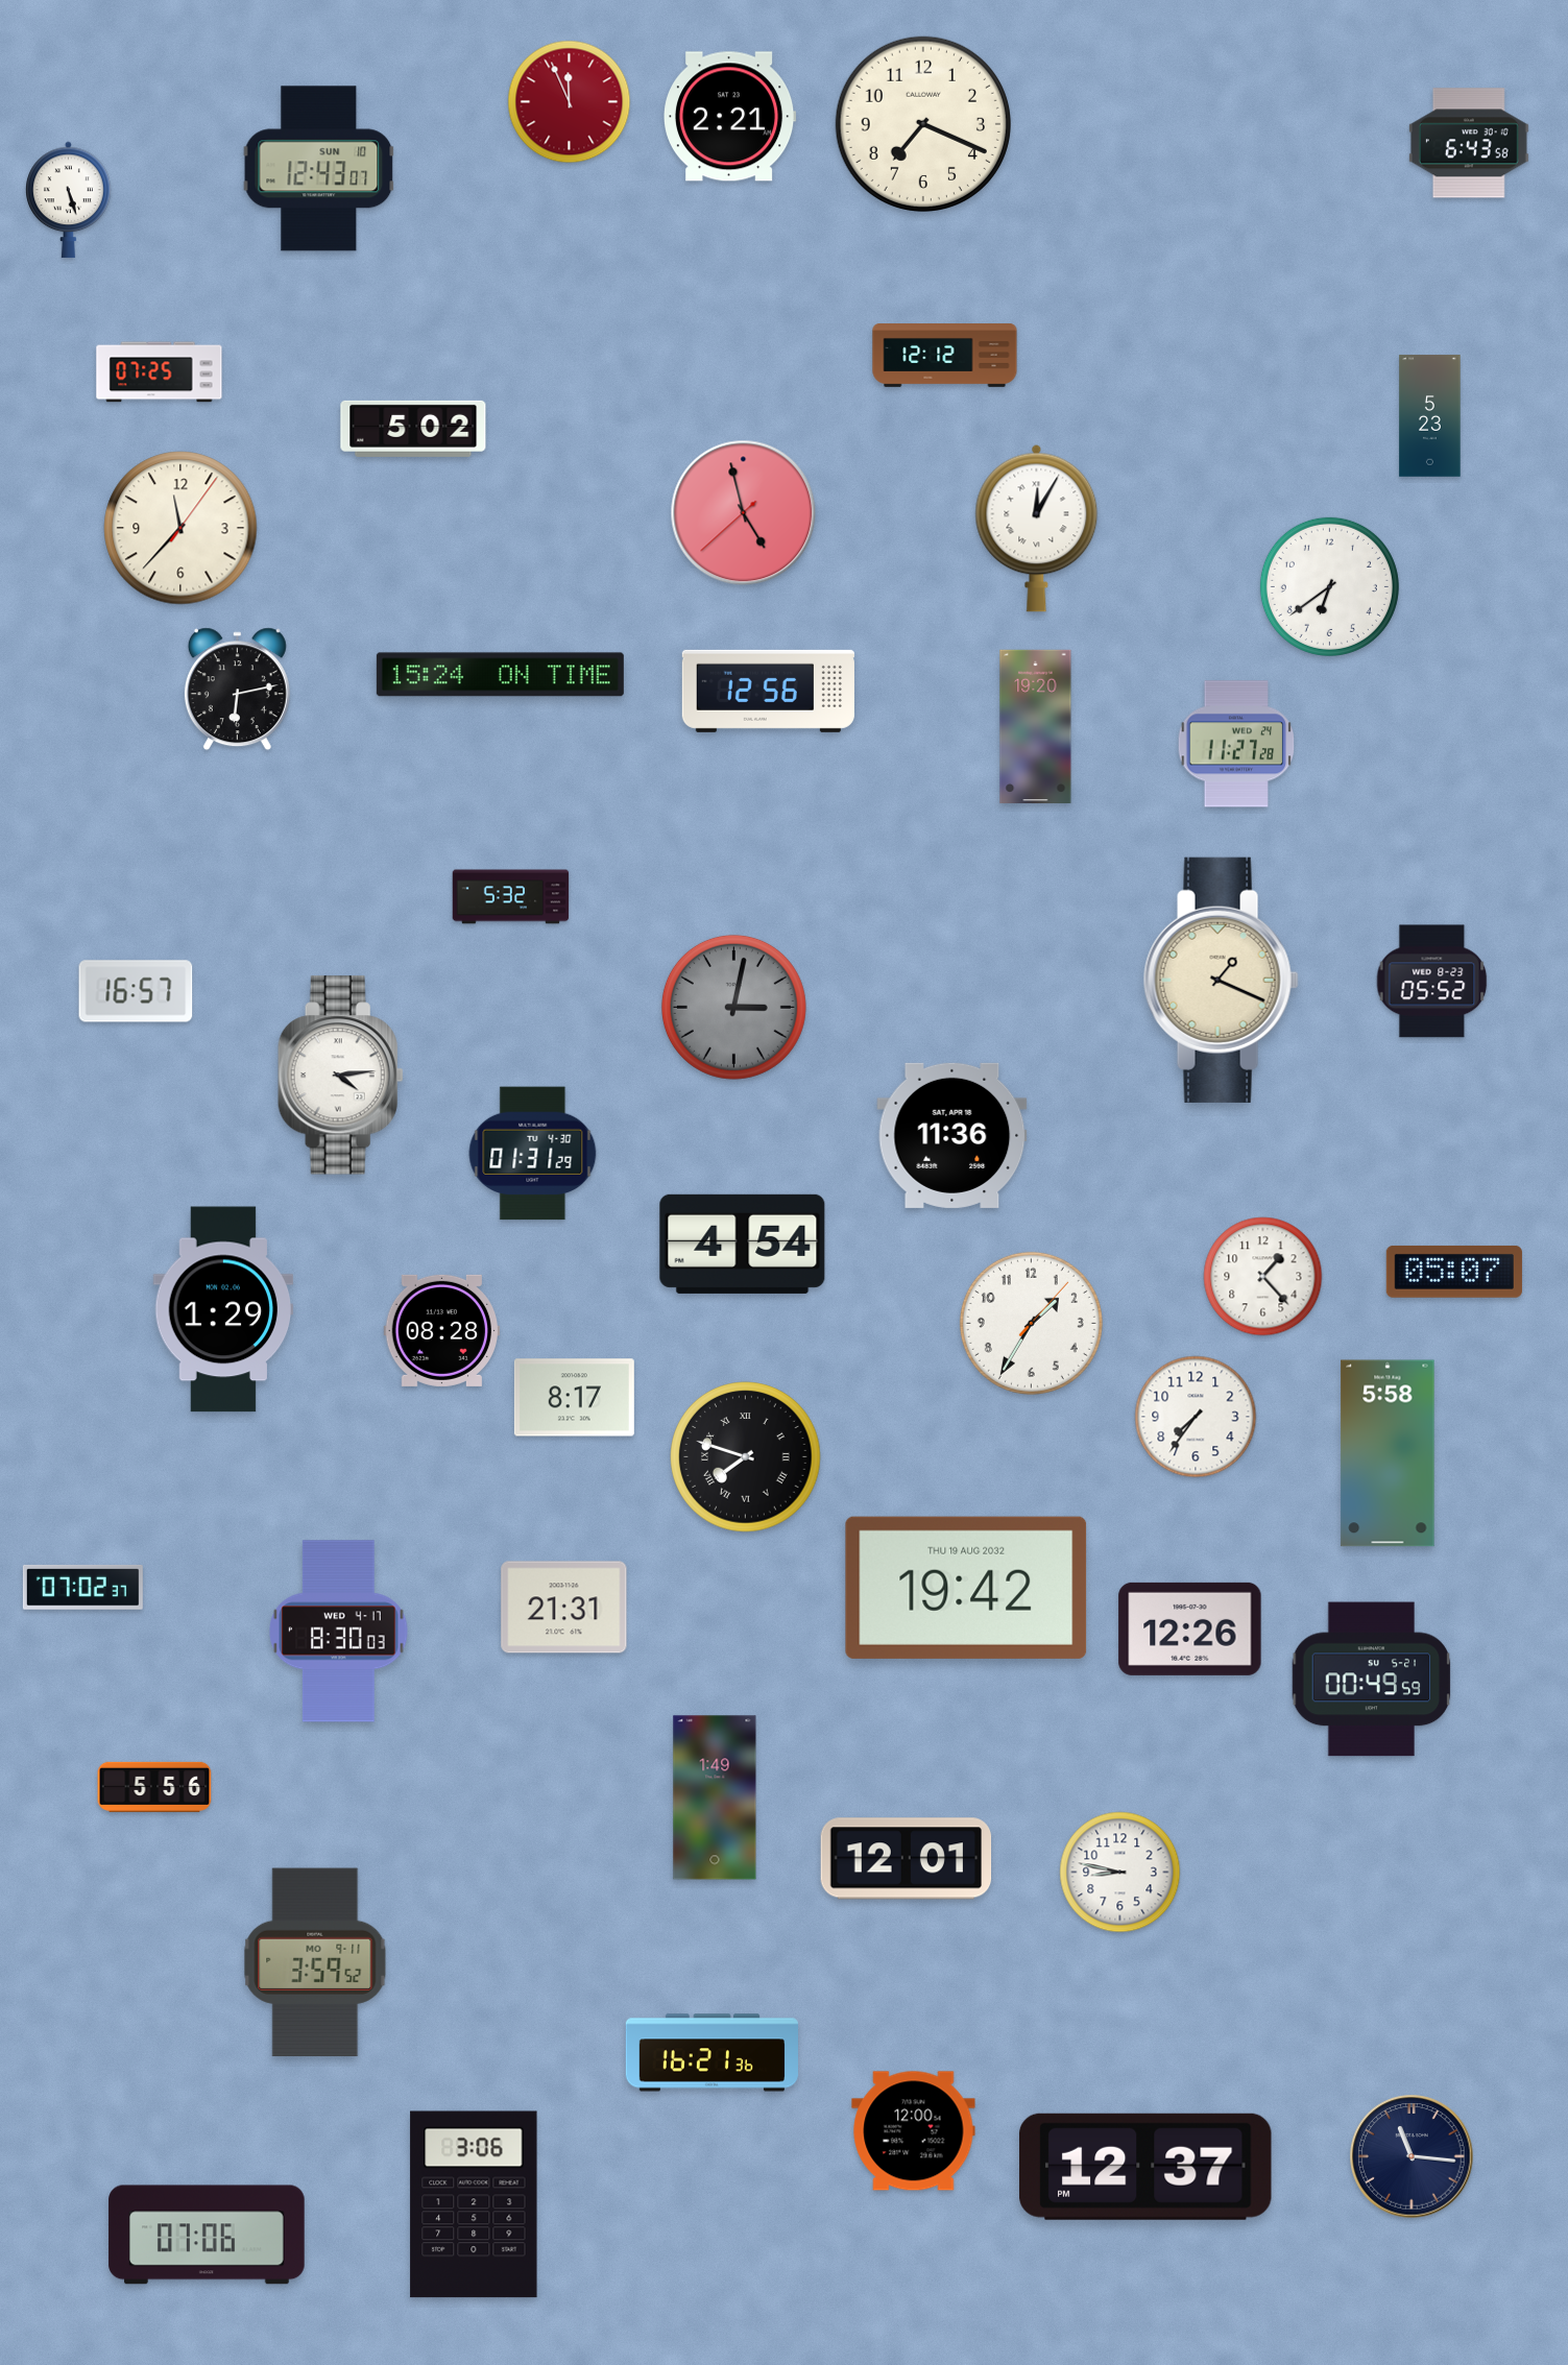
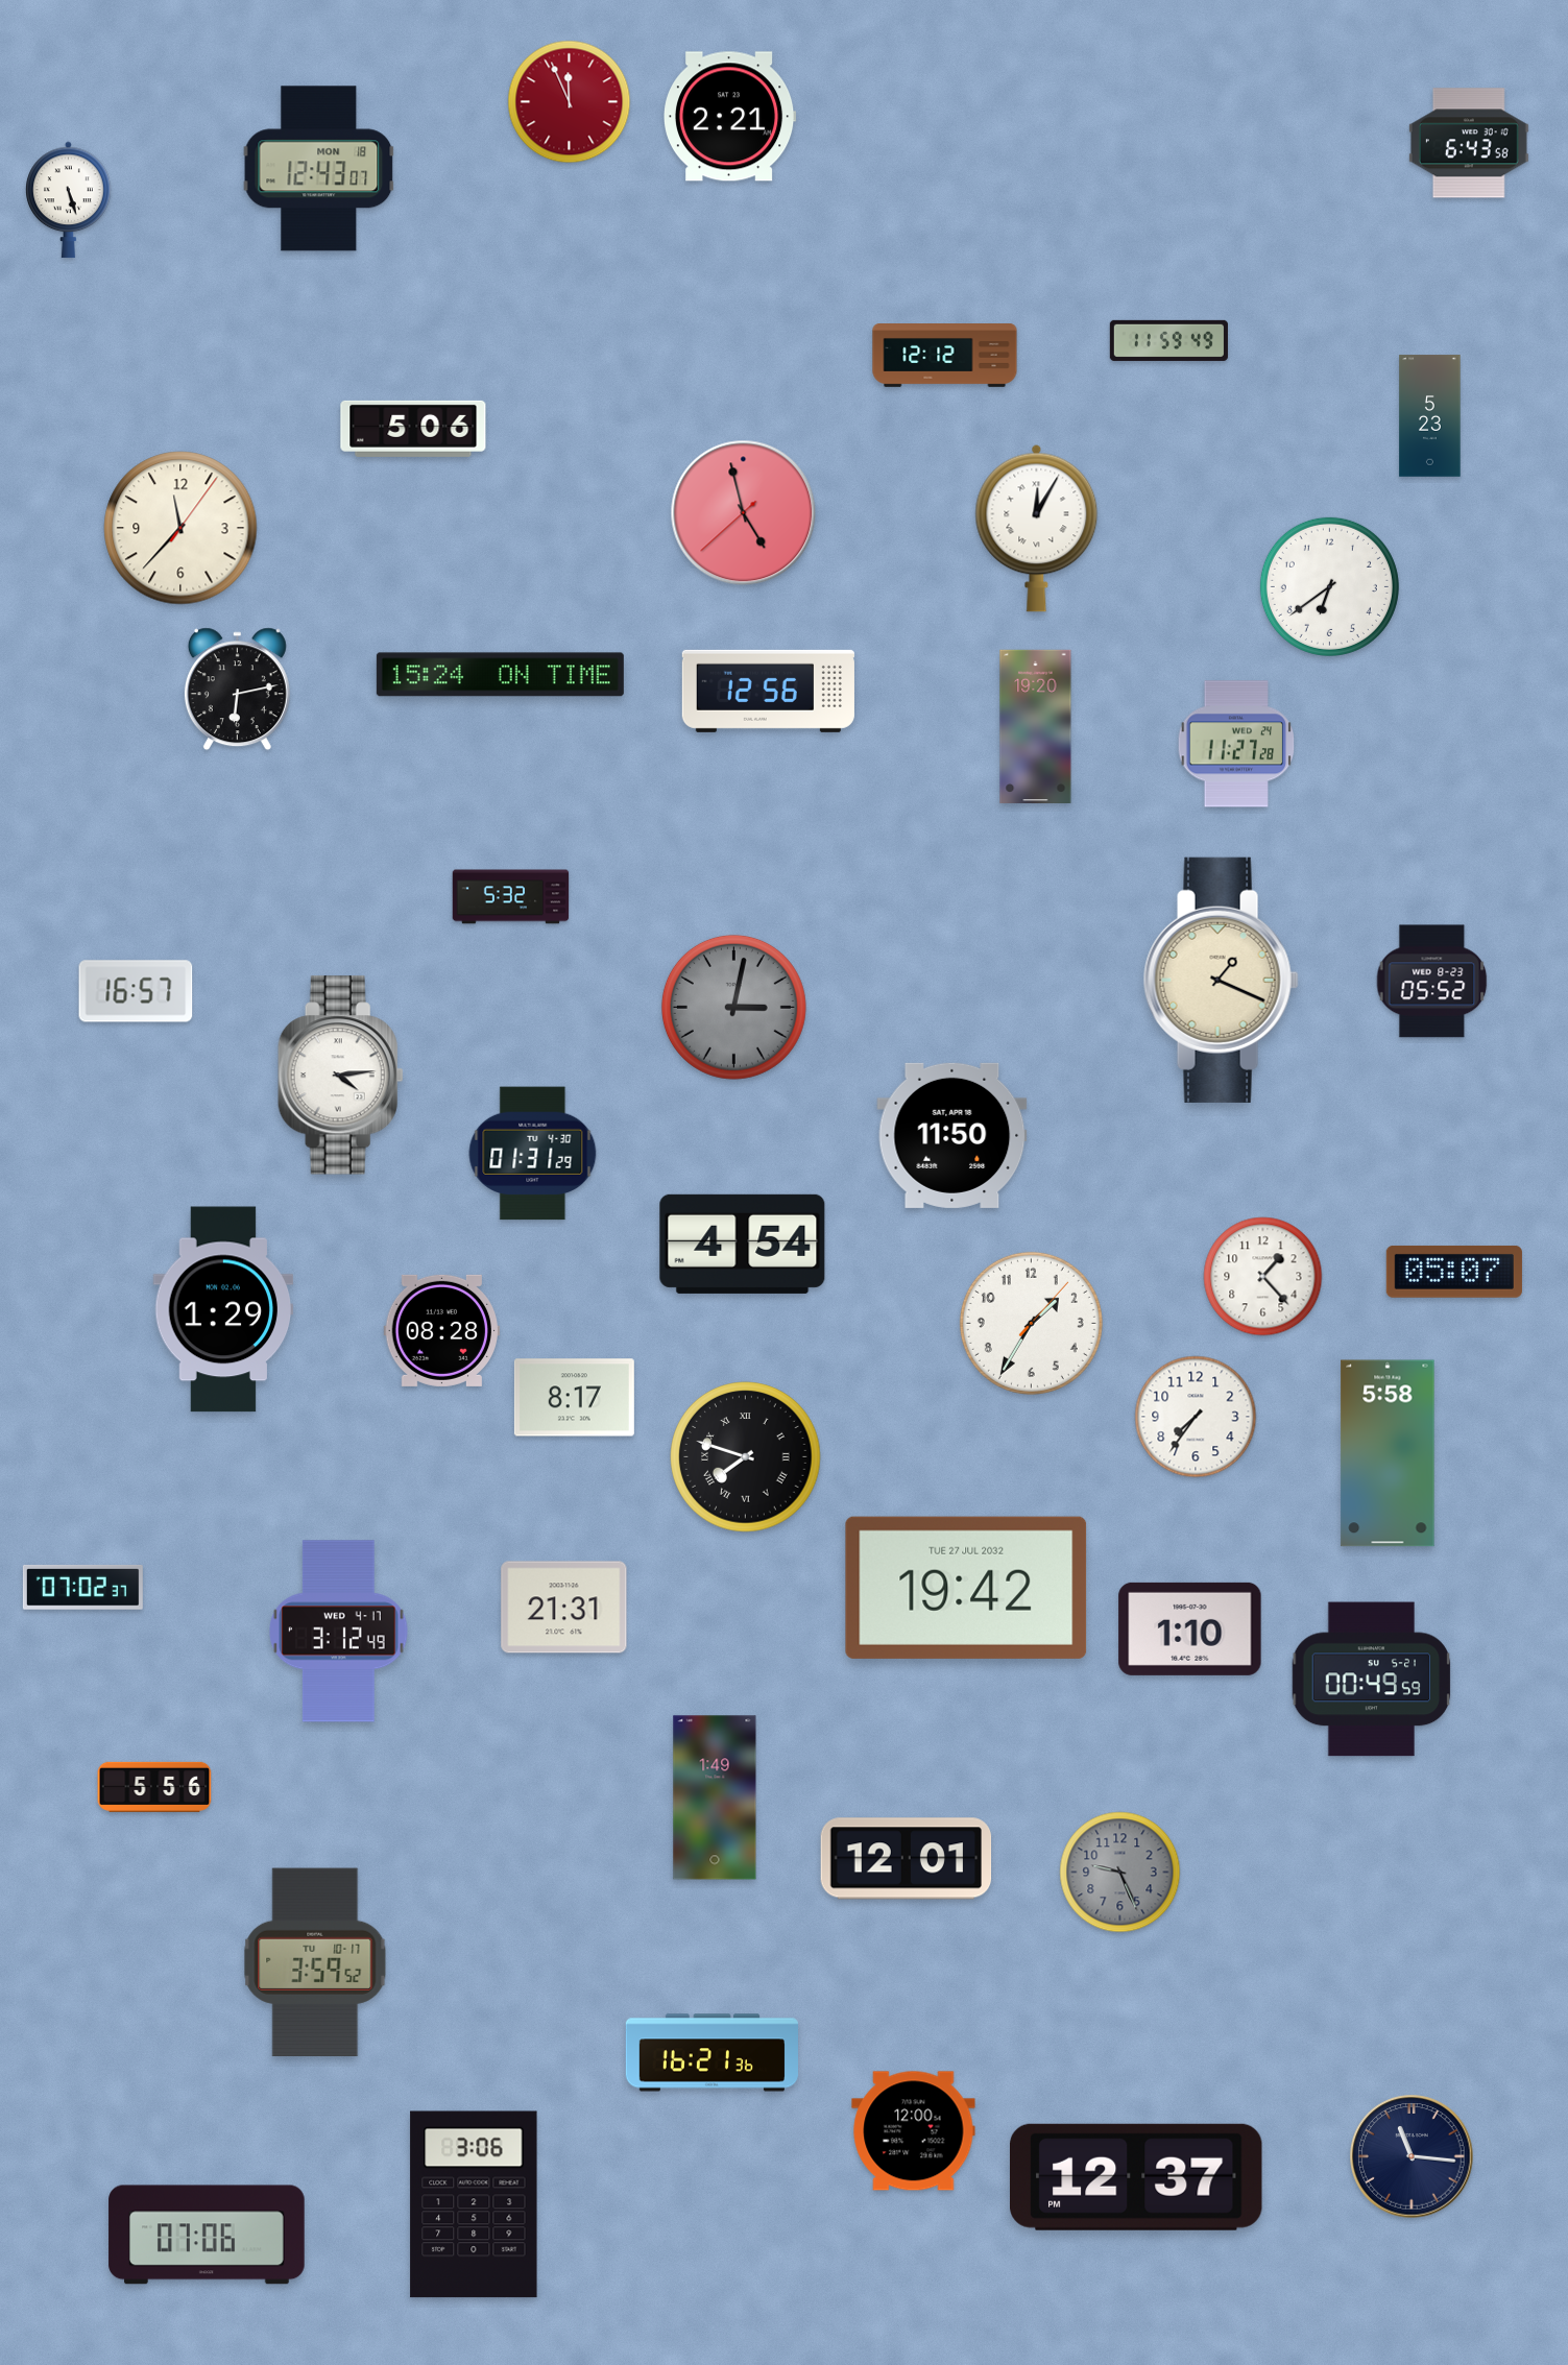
clock at (923, 124): 7:19 -> none
clock at (319, 169) date: SUN 10 -> MON 18
clock at (1168, 340): none -> 11:59
clock at (160, 372): 07:25 -> none
clock at (413, 429): 5:02 -> 5:06
clock at (952, 1135): 11:36 -> 11:50
clock at (966, 1588) date: THU 19 AUG 2032 -> TUE 27 JUL 2032
clock at (1190, 1628): 12:26 -> 1:10
clock at (339, 1632): 8:30 -> 3:12
clock at (1120, 1873): 8:47 -> 9:26
clock at (1120, 1873) dial: white -> grey
clock at (315, 1962) date: MO 9-11 -> TU 10-17
clock at (1145, 2167) position: (1145, 2167) -> (1136, 2177)
